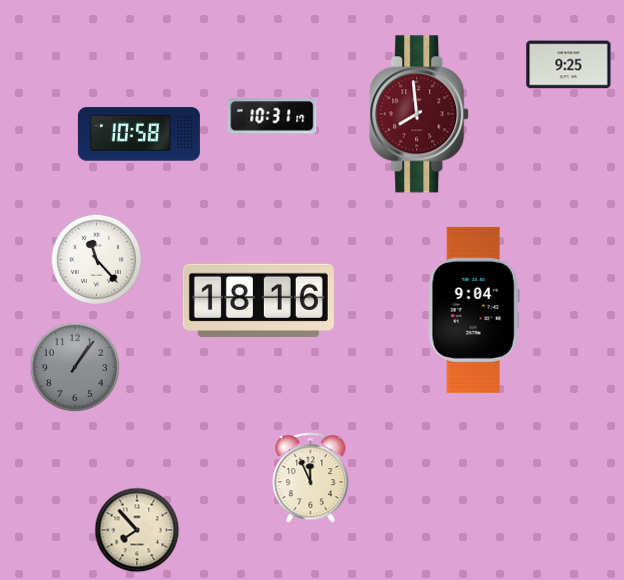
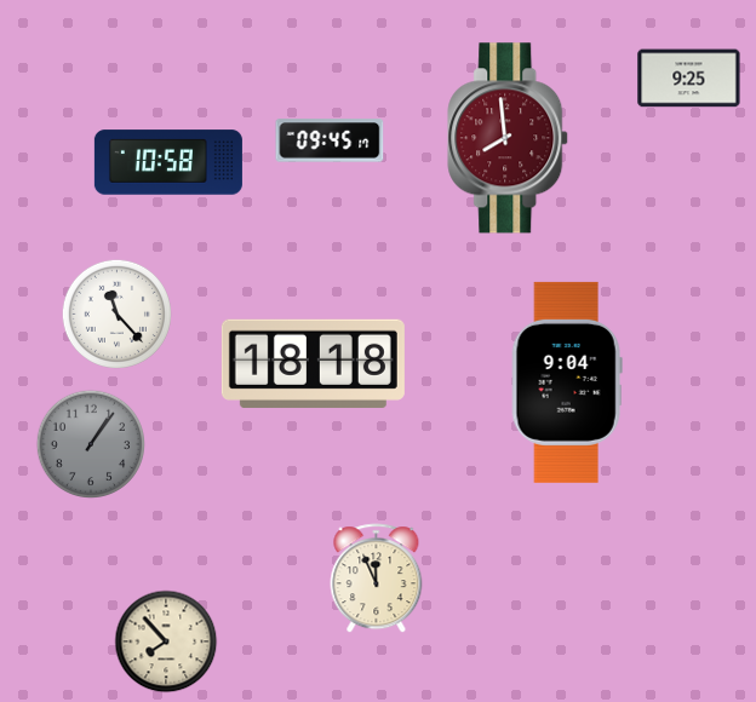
clock at (272, 116): 10:31 -> 09:45
clock at (258, 300): 18:16 -> 18:18
clock at (474, 310) position: (474, 310) -> (567, 382)
